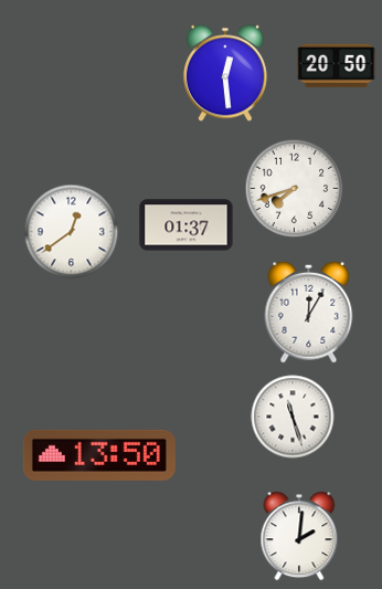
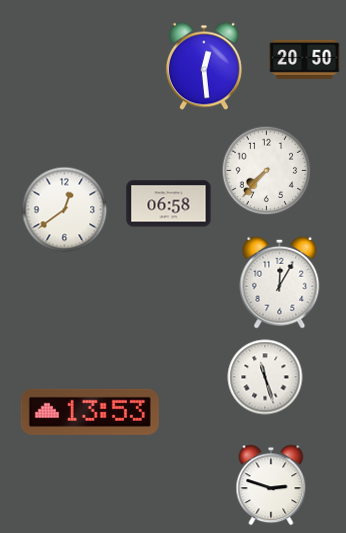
clock at (295, 189): 7:42 -> 7:37
clock at (187, 225): 01:37 -> 06:58
clock at (99, 455): 13:50 -> 13:53
clock at (299, 536): 2:01 -> 2:48
